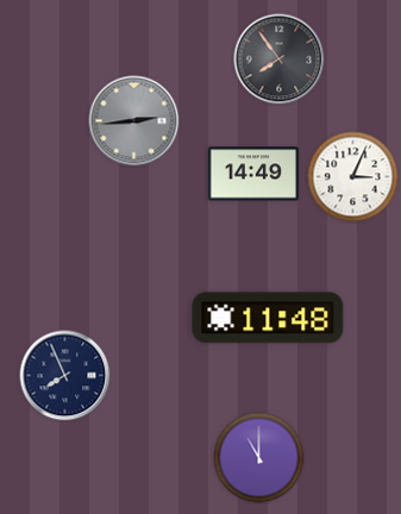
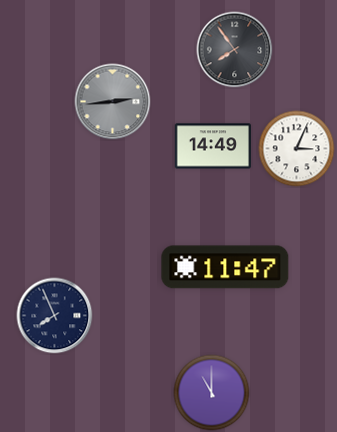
clock at (268, 318): 11:48 -> 11:47
clock at (259, 458) position: (259, 458) -> (212, 393)
